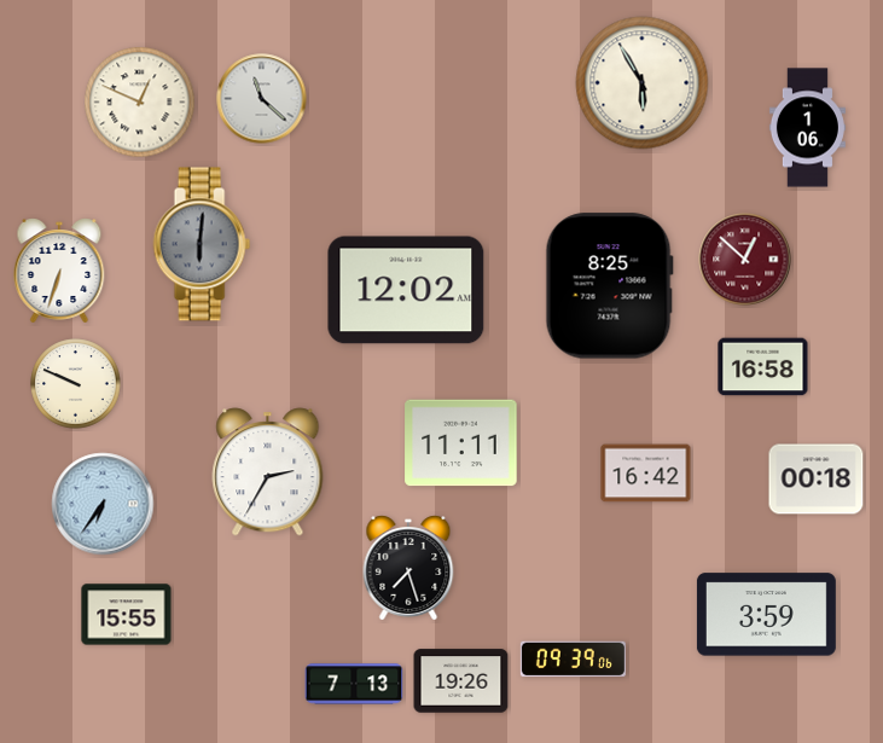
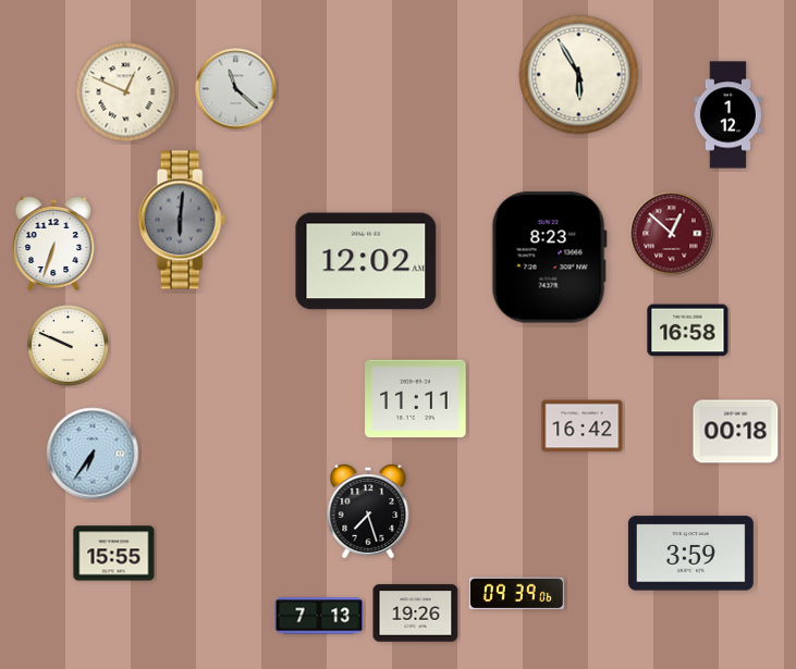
clock at (807, 128): 1:06 -> 1:12
clock at (609, 286): 8:25 -> 8:23
clock at (268, 472): 2:35 -> none
